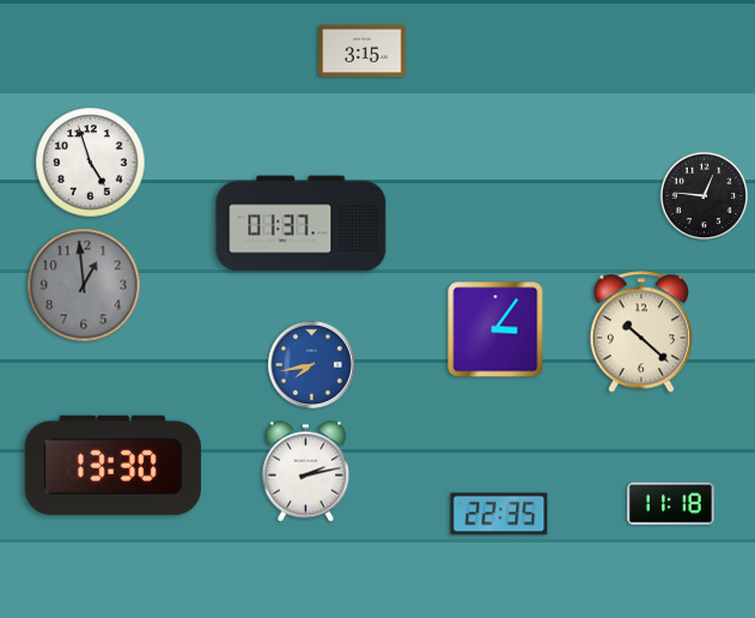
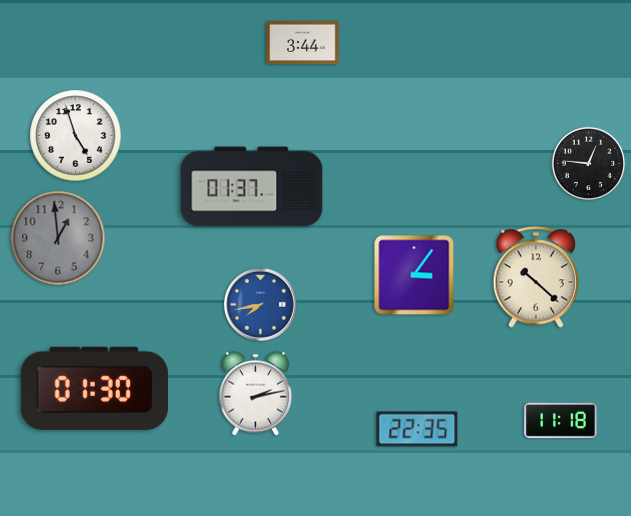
clock at (363, 51): 3:15 -> 3:44
clock at (84, 285) position: (84, 285) -> (58, 238)
clock at (112, 465): 13:30 -> 01:30
